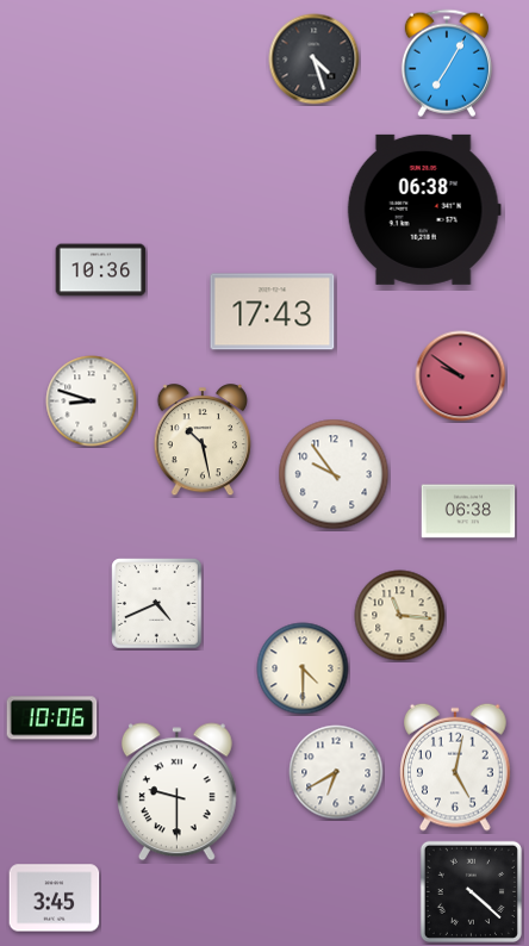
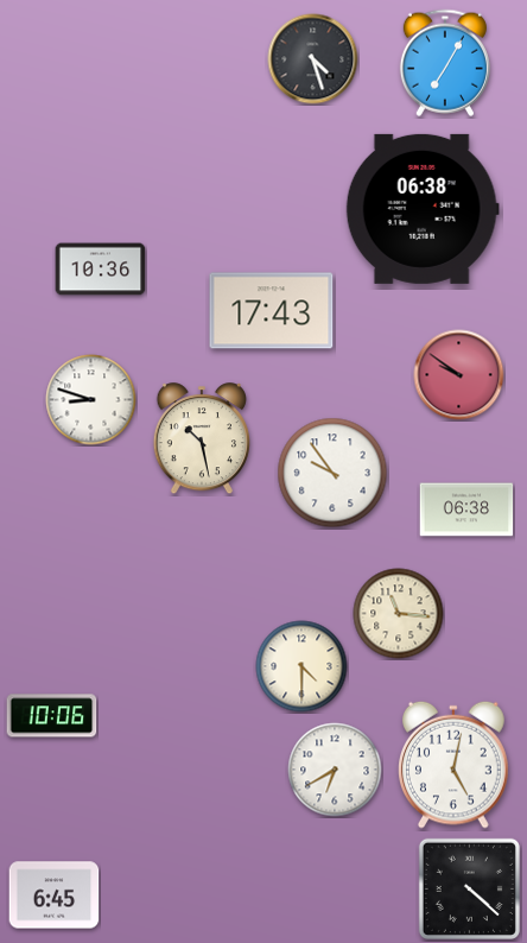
clock at (157, 604): 4:41 -> none
clock at (176, 792): 9:30 -> none
clock at (55, 898): 3:45 -> 6:45
